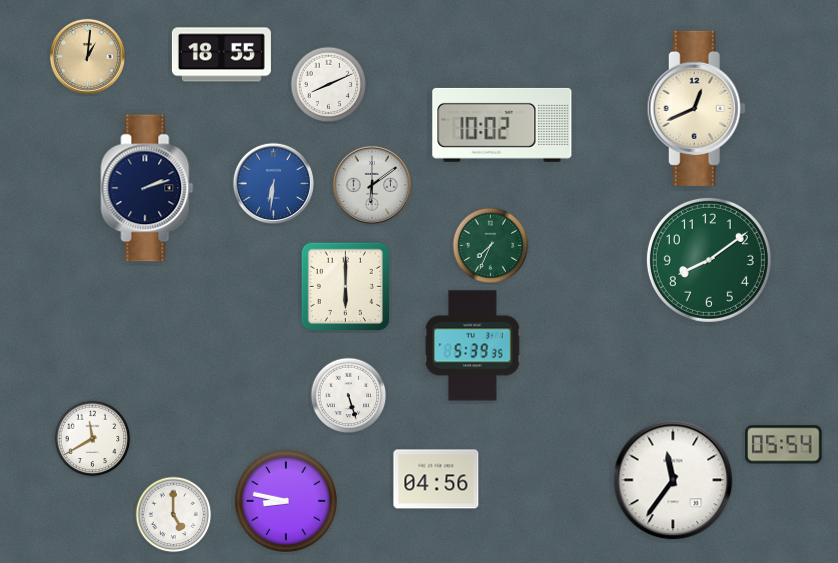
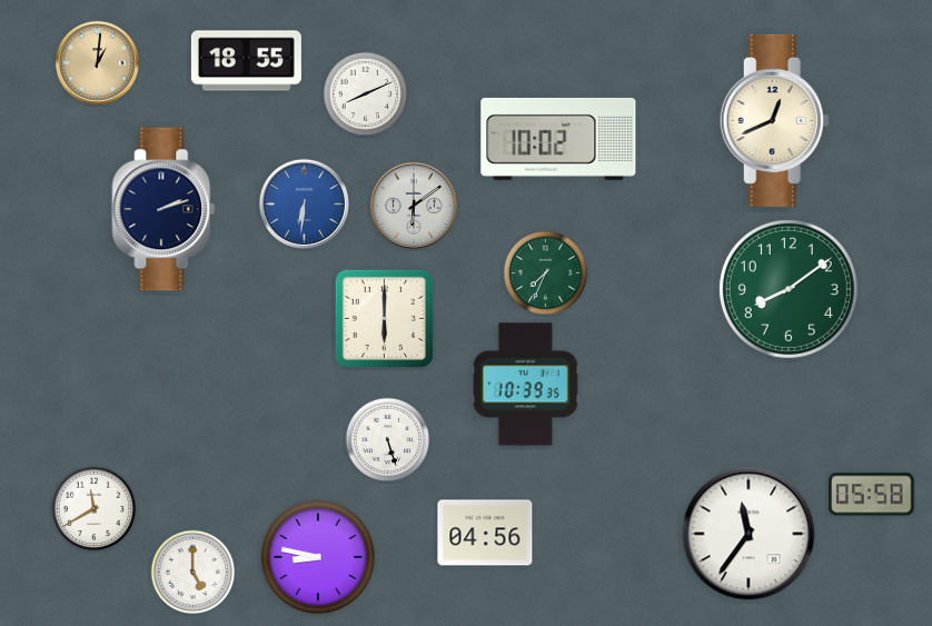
clock at (472, 346): 5:39 -> 10:39
clock at (93, 439) position: (93, 439) -> (95, 509)
clock at (784, 445): 05:54 -> 05:58
